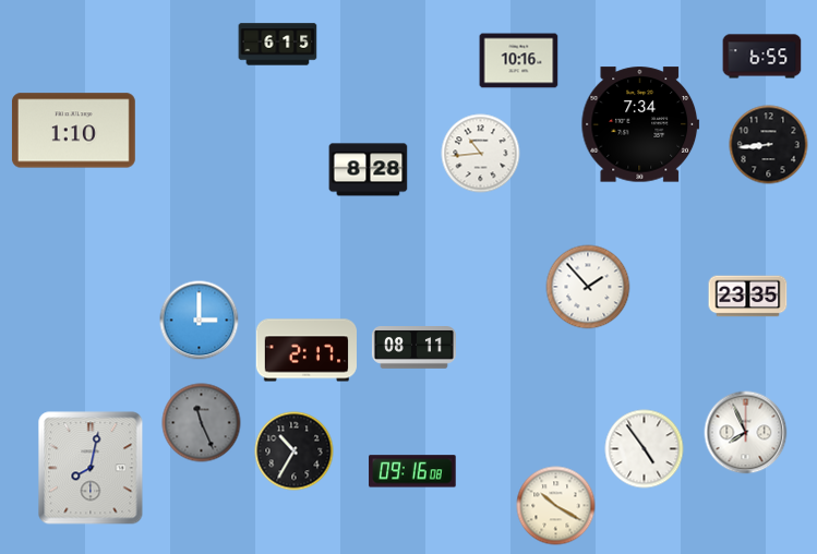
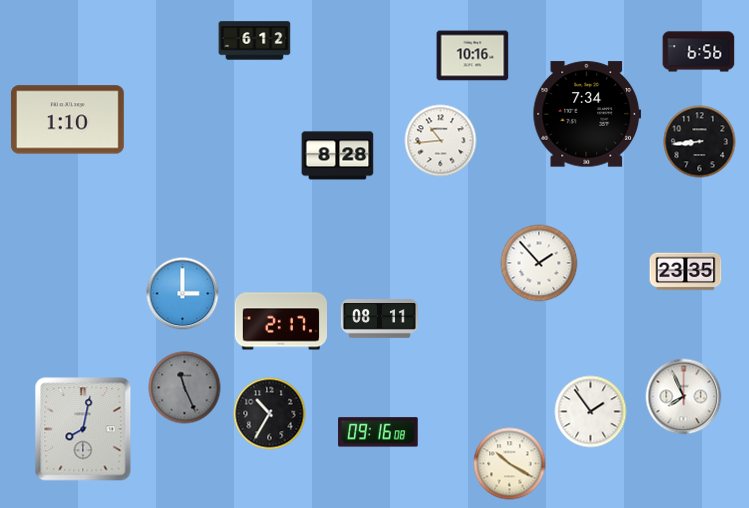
clock at (278, 45): 6:15 -> 6:12
clock at (762, 57): 6:55 -> 6:56
clock at (519, 61) position: (519, 61) -> (473, 56)
clock at (769, 145) position: (769, 145) -> (700, 142)
clock at (645, 449): 4:54 -> 1:54
